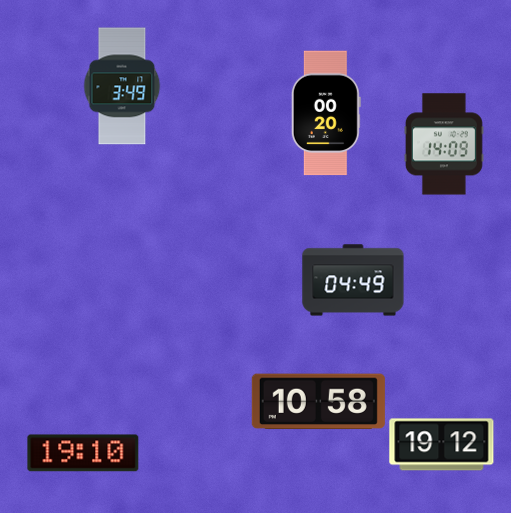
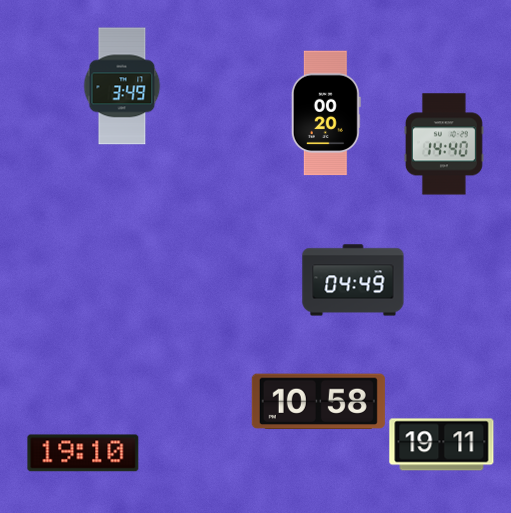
clock at (444, 144): 14:09 -> 14:40
clock at (442, 445): 19:12 -> 19:11
